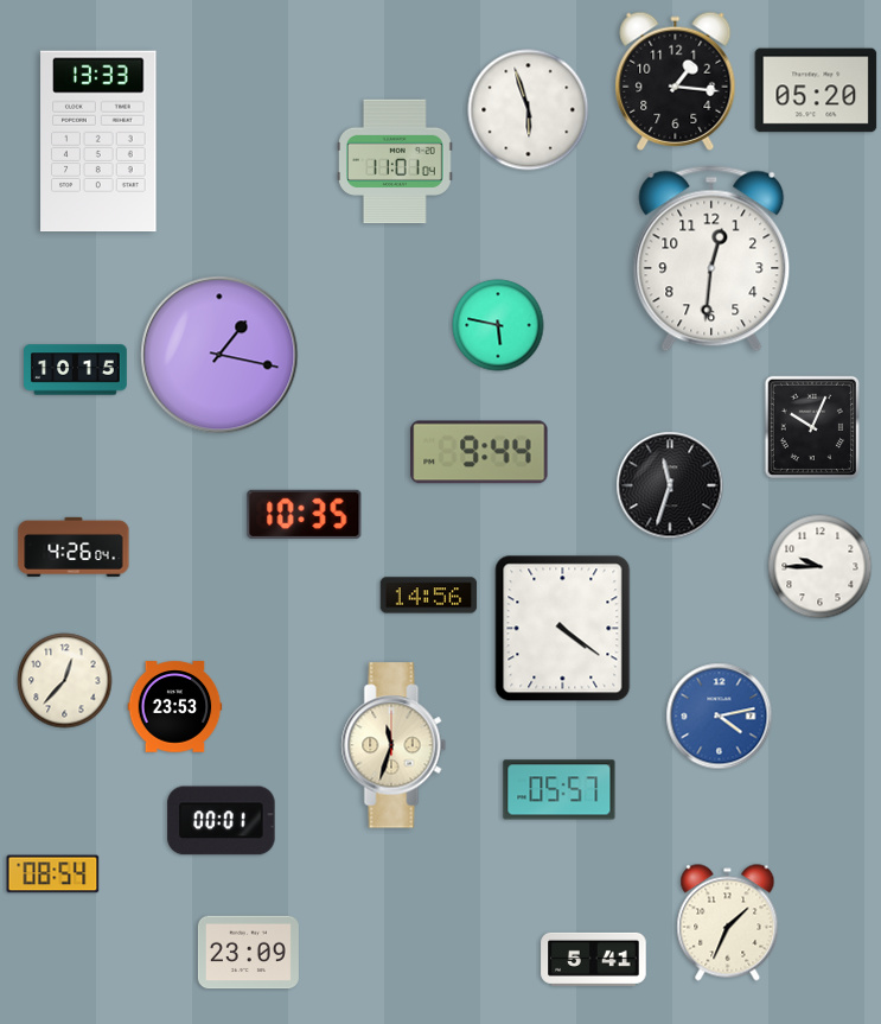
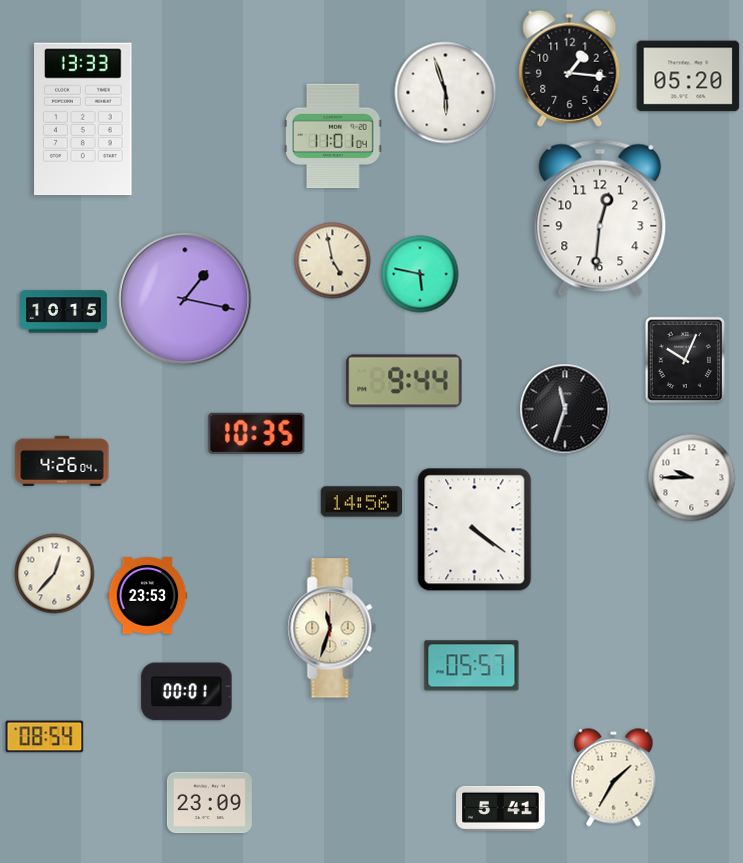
clock at (333, 261): none -> 4:58
clock at (720, 717): 4:13 -> none
clock at (728, 923): 1:34 -> 1:35
